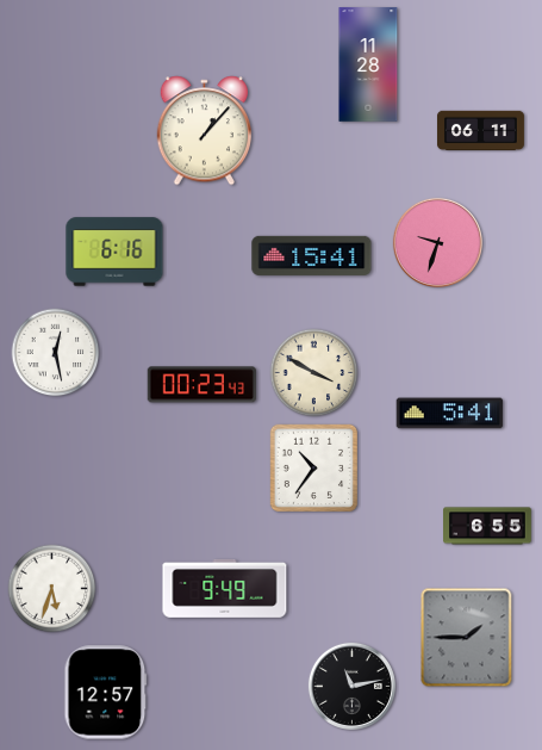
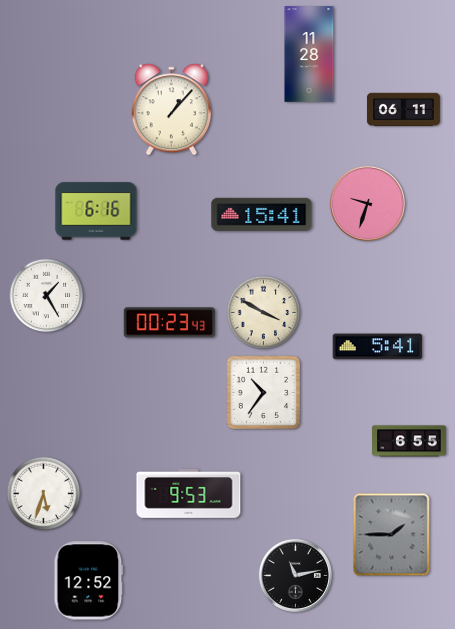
clock at (56, 353): 12:28 -> 1:25
clock at (225, 588): 9:49 -> 9:53
clock at (106, 693): 12:57 -> 12:52
